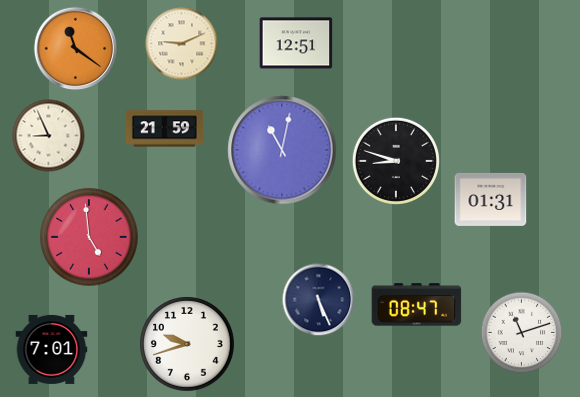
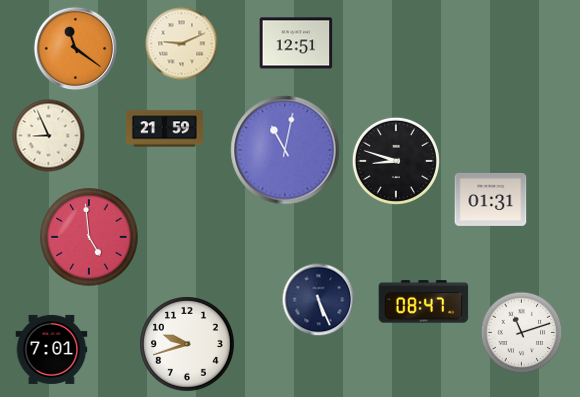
clock at (282, 150) position: (282, 150) -> (285, 150)
clock at (417, 305) position: (417, 305) -> (424, 302)
